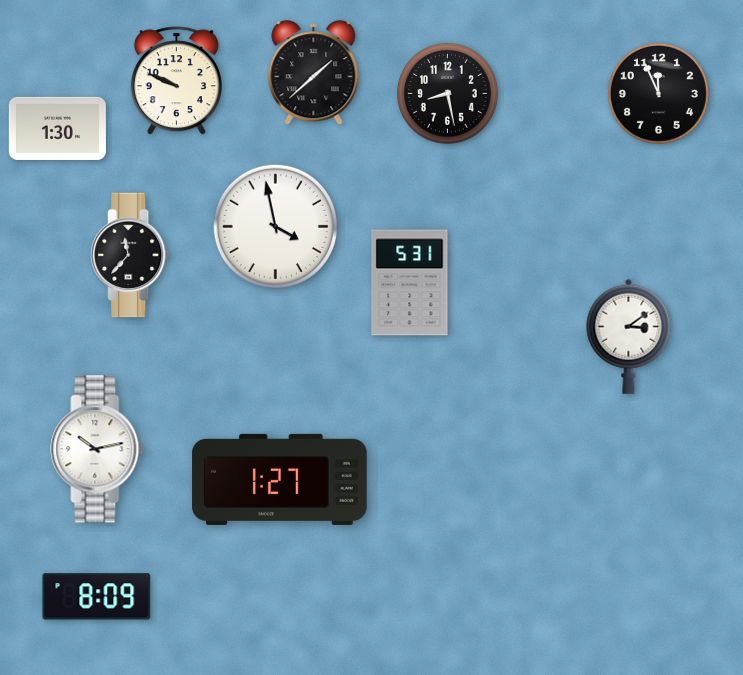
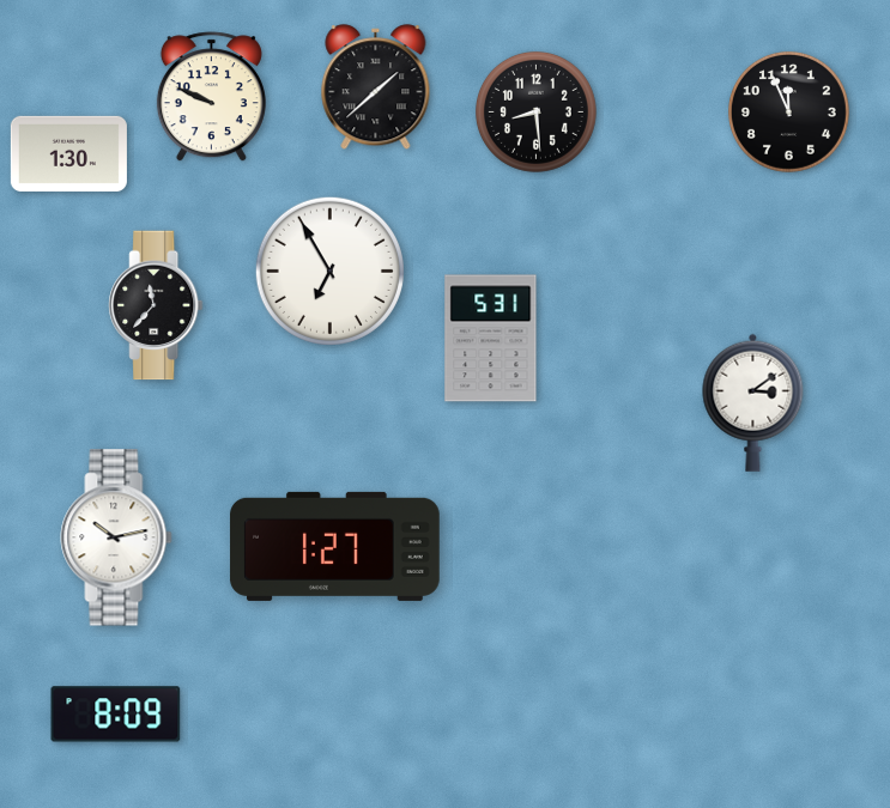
clock at (447, 93): 8:28 -> 8:29
clock at (275, 226): 3:58 -> 6:55
clock at (280, 479) position: (280, 479) -> (335, 546)
